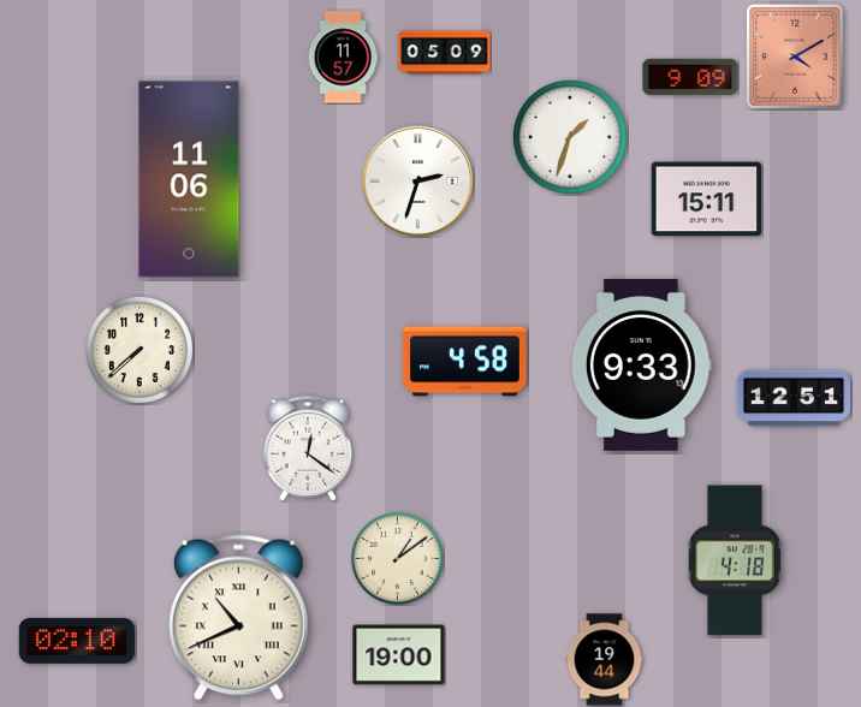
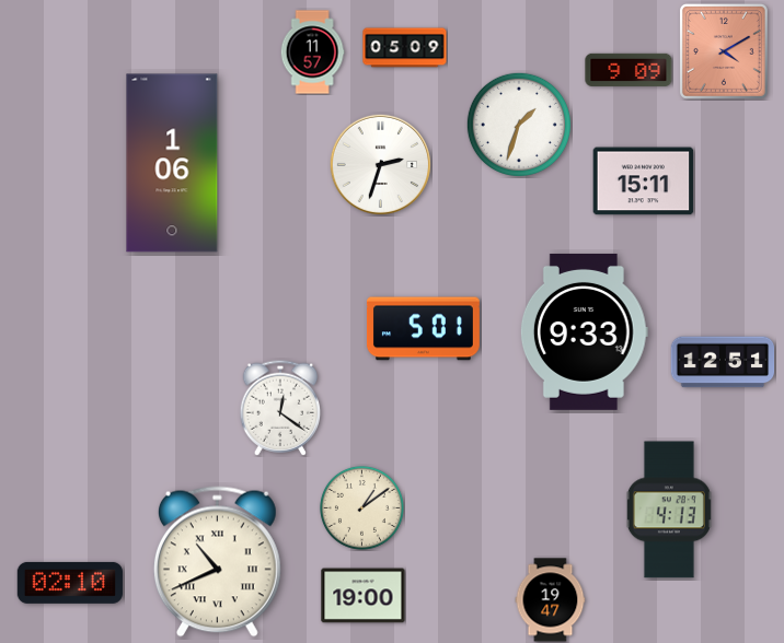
clock at (189, 179): 11:06 -> 1:06
clock at (139, 350): 7:38 -> none
clock at (464, 362): 4:58 -> 5:01
clock at (735, 560): 4:18 -> 4:13
clock at (605, 660): 19:44 -> 19:47
